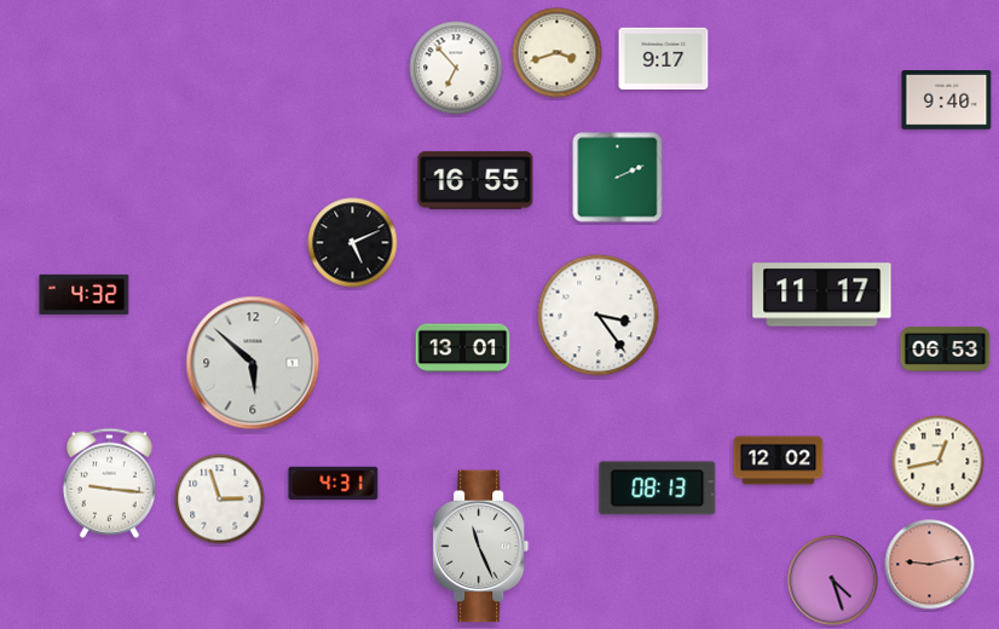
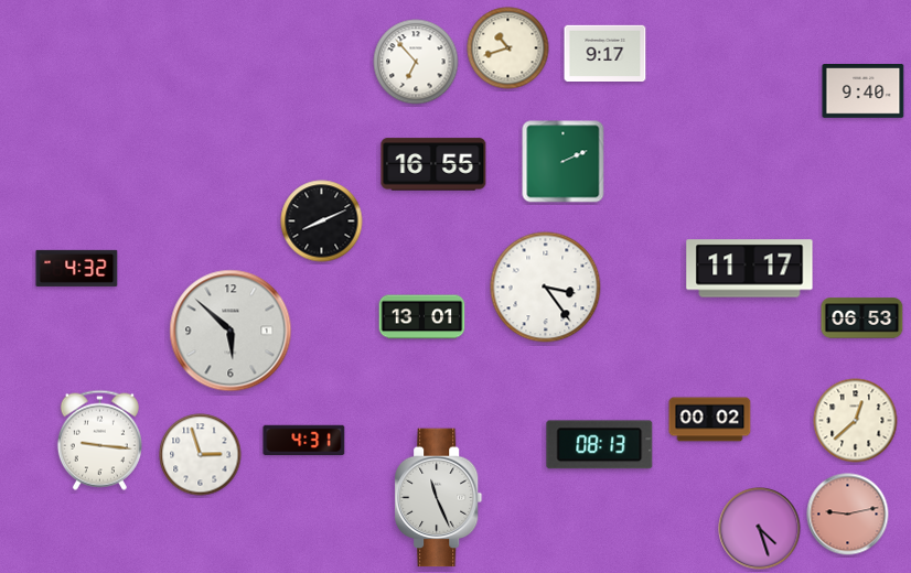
clock at (558, 53): 3:42 -> 10:42
clock at (353, 243): 5:11 -> 8:11
clock at (779, 461): 12:02 -> 00:02
clock at (939, 462): 12:43 -> 12:38
